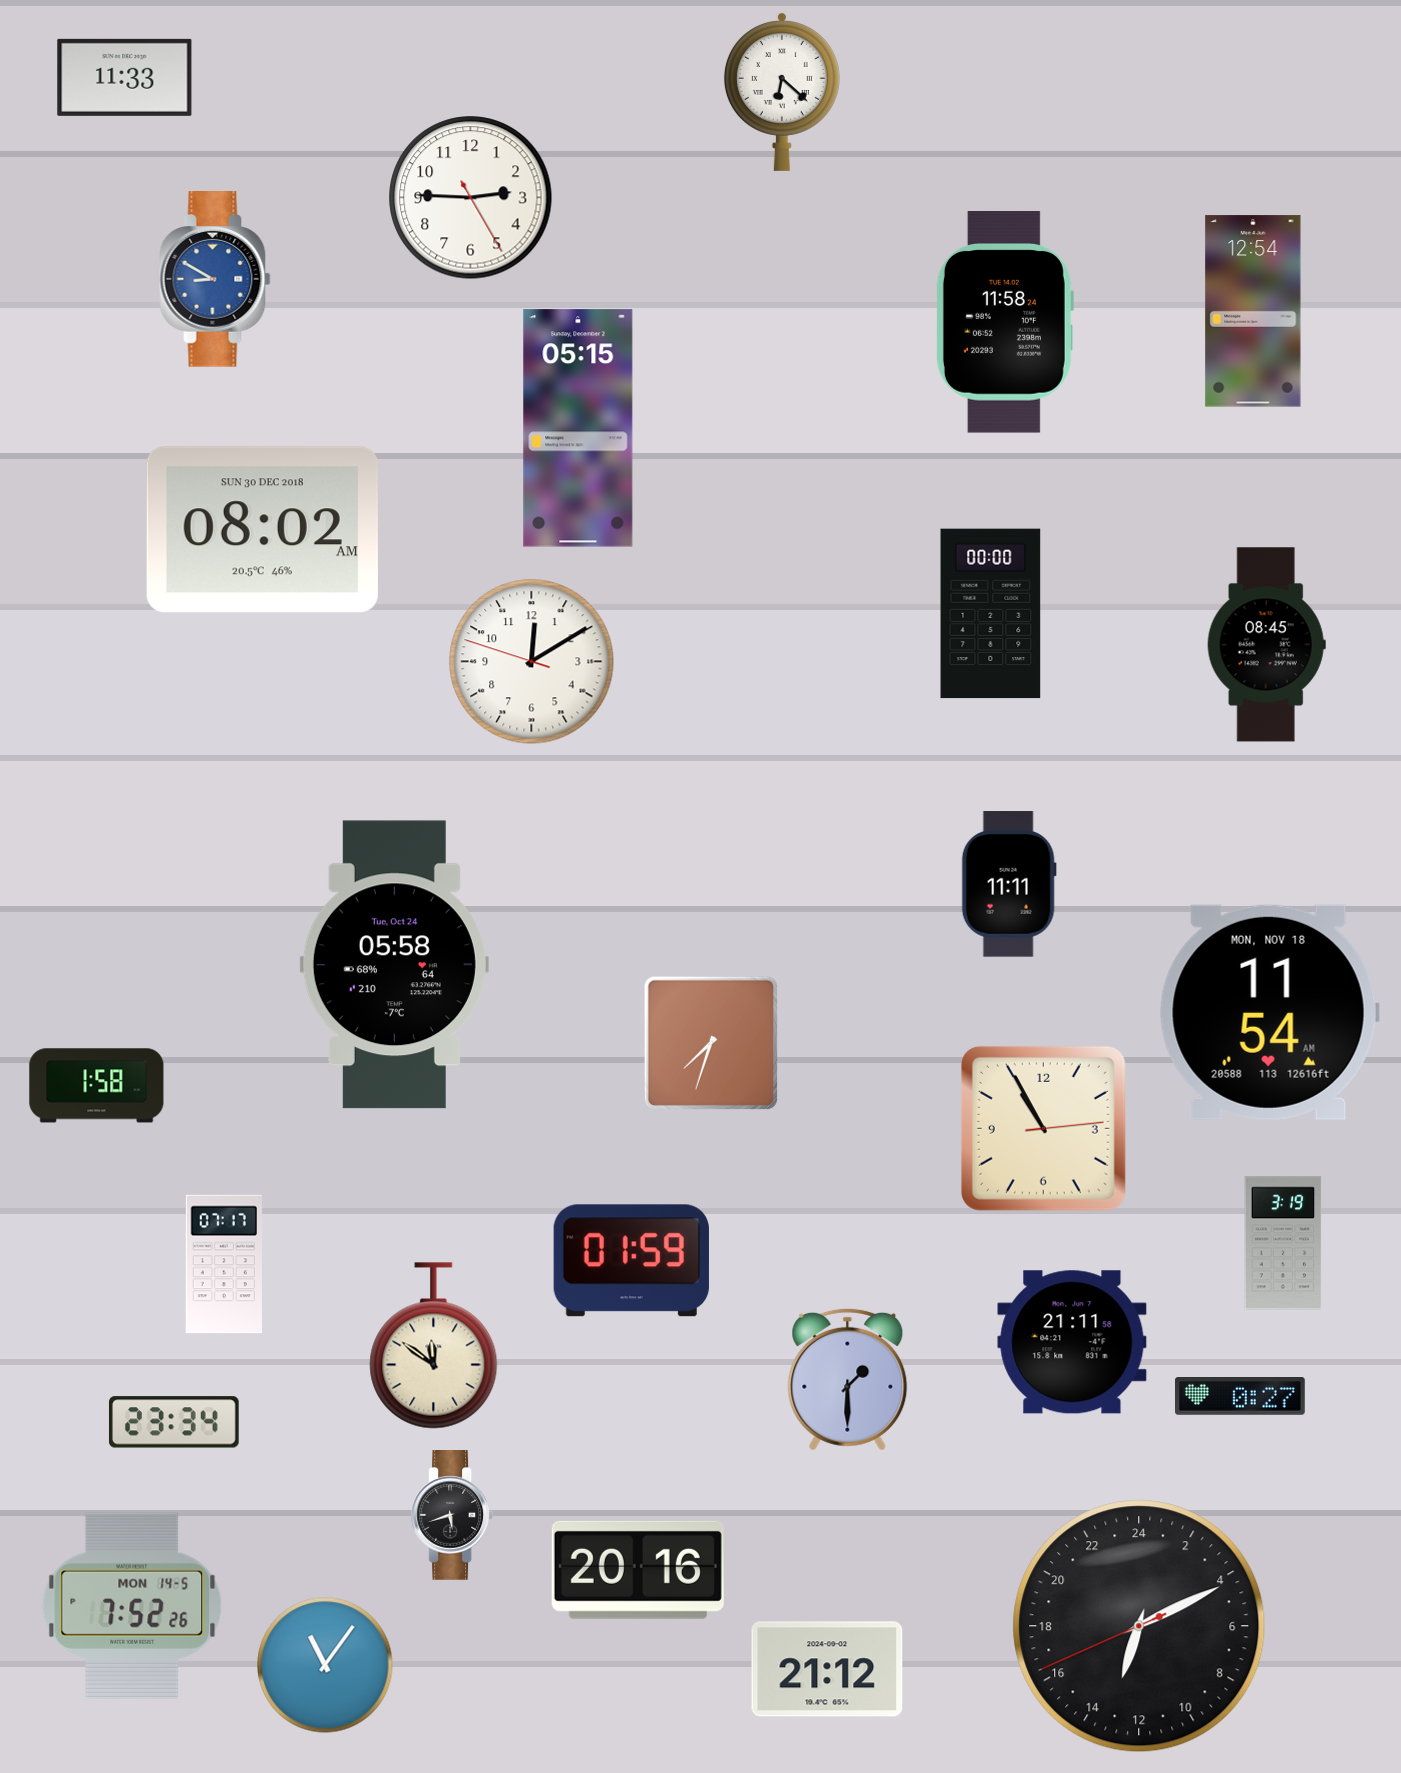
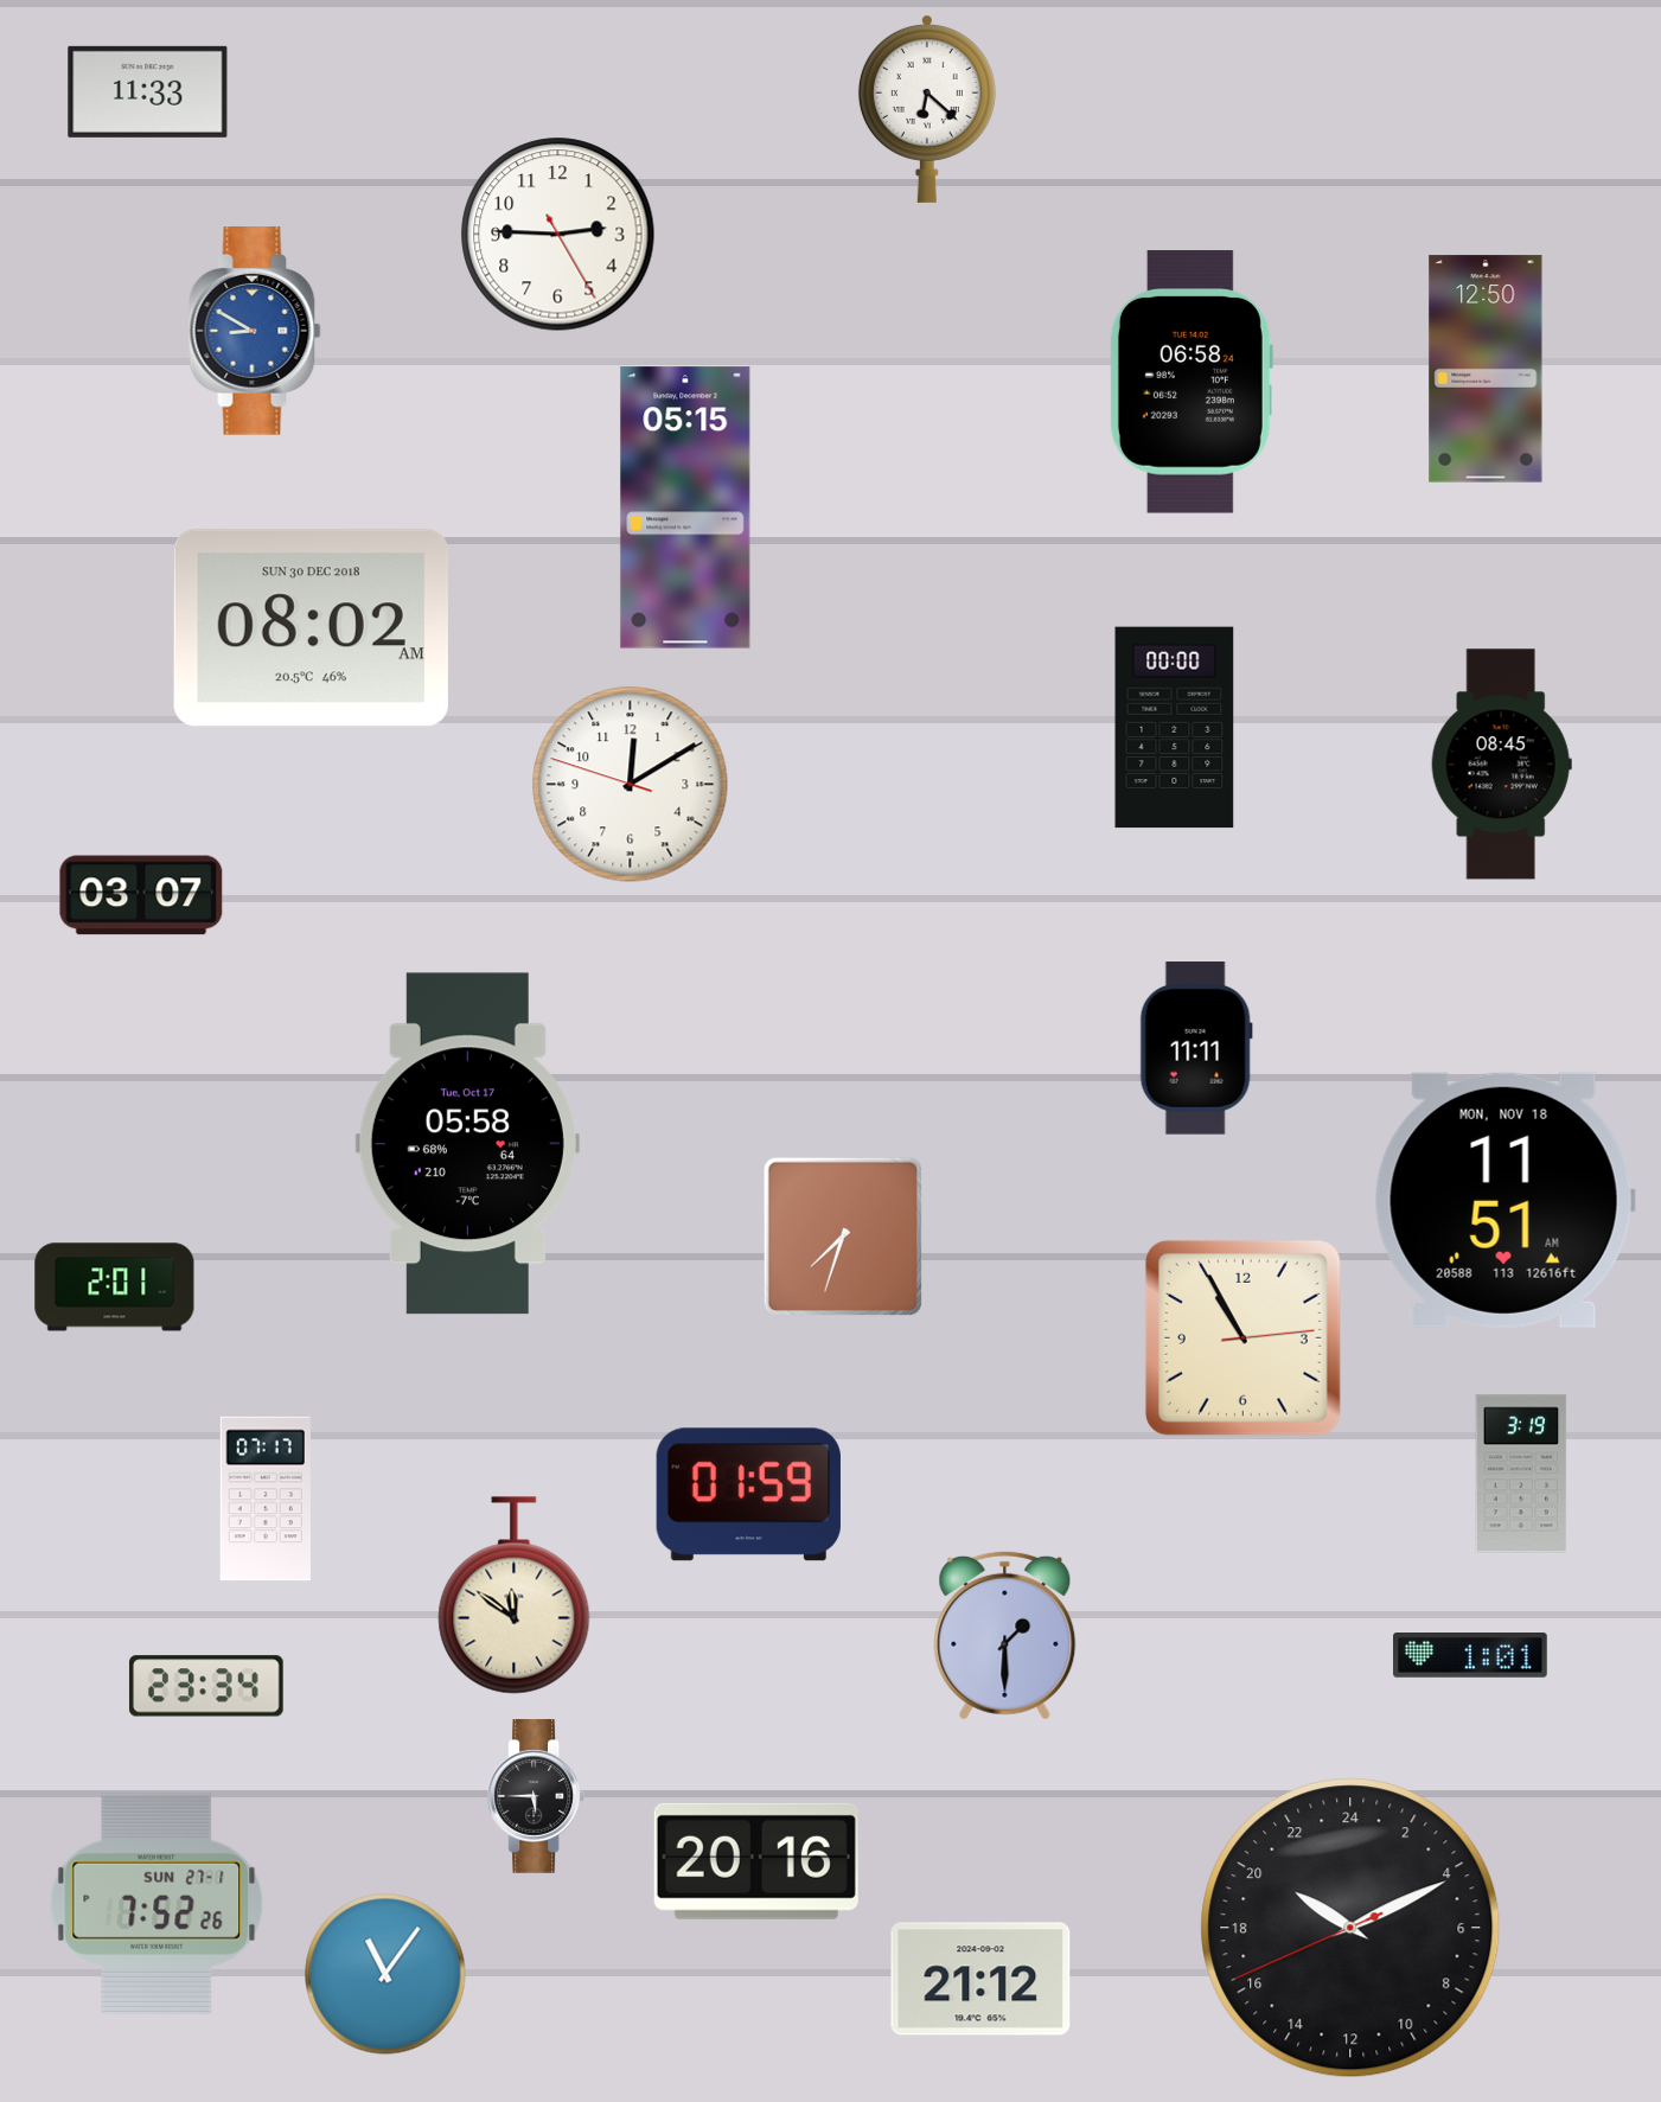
clock at (1253, 311): 12:54 -> 12:50
clock at (1004, 322): 11:58 -> 06:58
clock at (141, 895): none -> 03:07
clock at (394, 965) date: Tue, Oct 24 -> Tue, Oct 17
clock at (1269, 1012): 11:54 -> 11:51
clock at (97, 1086): 1:58 -> 2:01
clock at (1043, 1128) position: (1043, 1128) -> (1242, 1337)
clock at (1072, 1342): 21:11 -> none
clock at (1241, 1397): 0:27 -> 1:01
clock at (451, 1516): 5:42 -> 5:45
clock at (132, 1606) date: MON 14-5 -> SUN 27-1
clock at (1139, 1626): 13:10 -> 20:10
